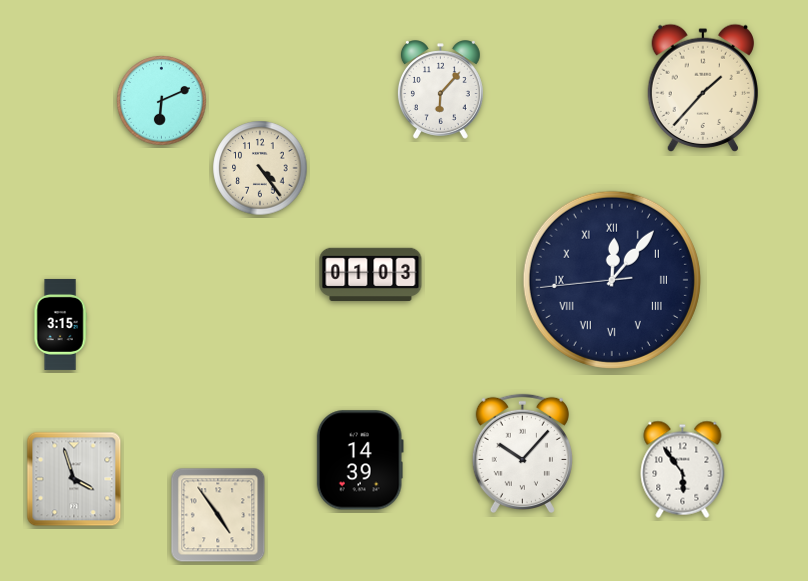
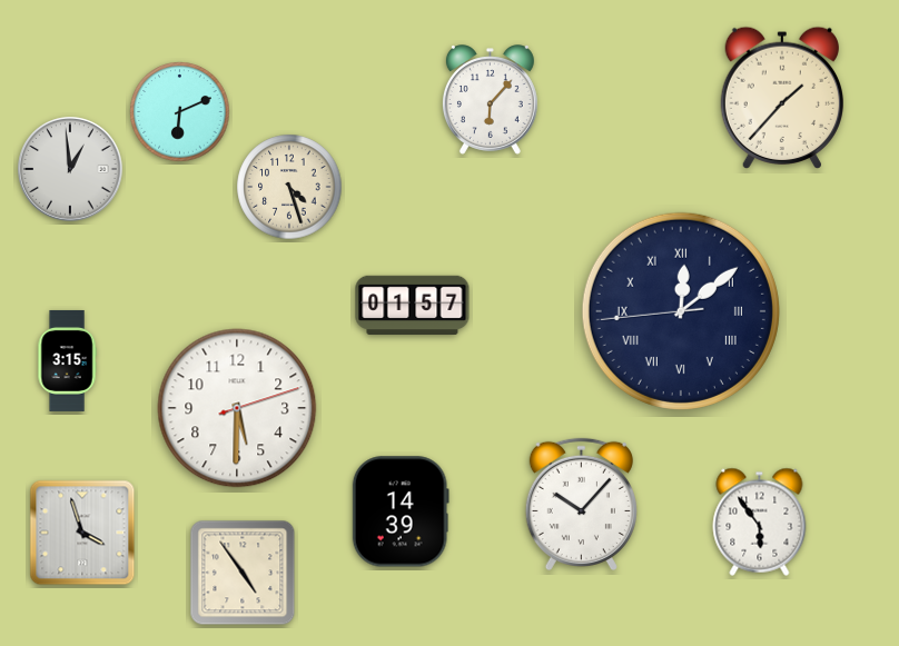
clock at (70, 169): none -> 12:59
clock at (260, 168): 4:24 -> 4:27
clock at (371, 274): 01:03 -> 01:57
clock at (612, 280): 12:06 -> 12:08
clock at (237, 408): none -> 5:30
